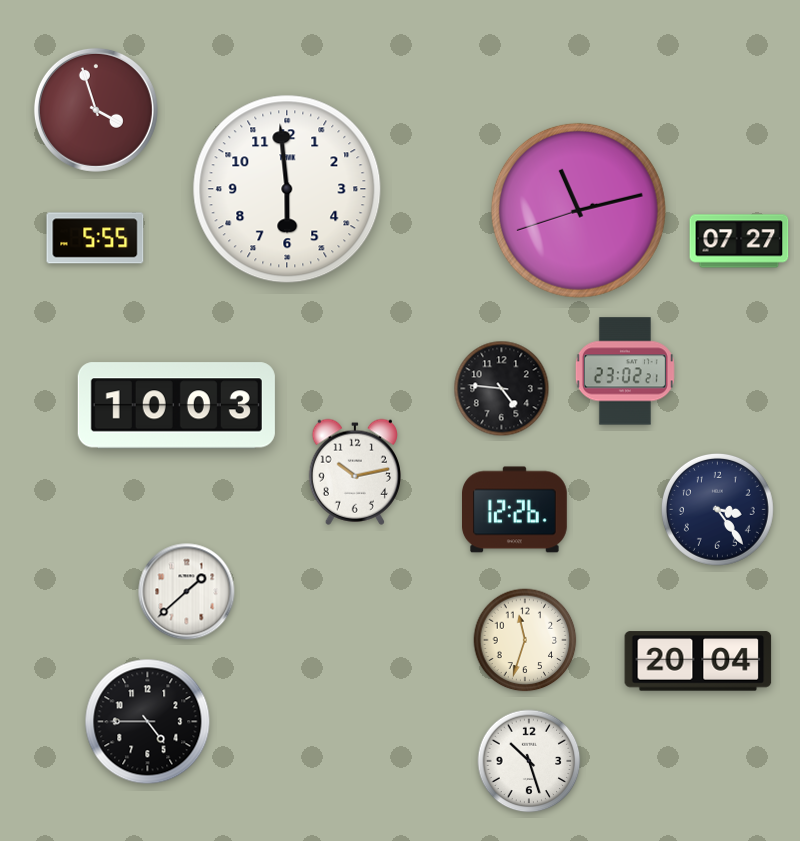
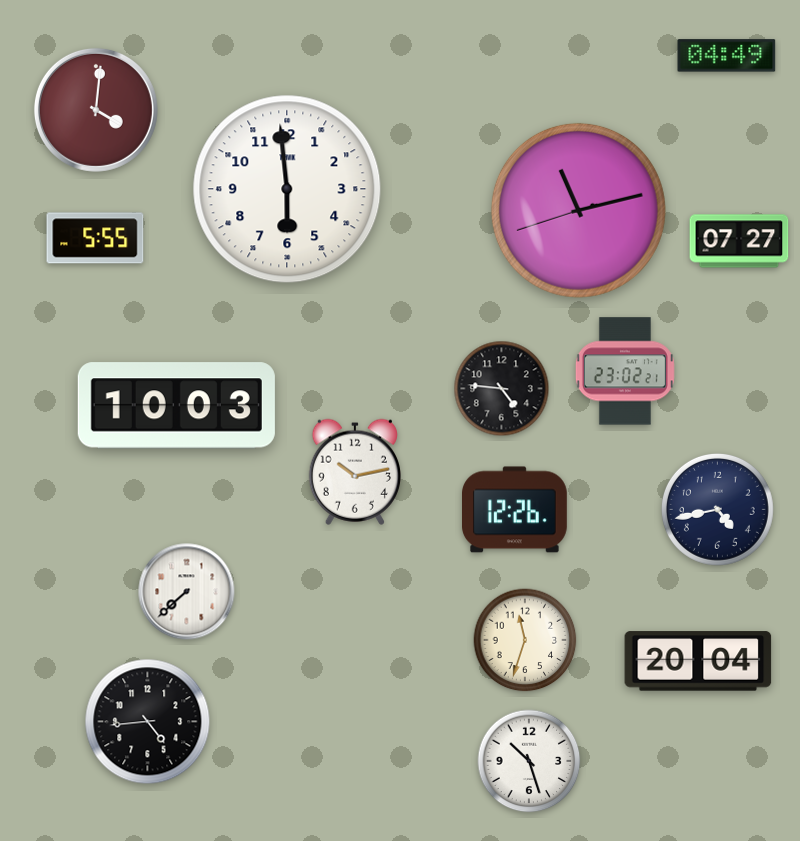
clock at (727, 56): none -> 04:49
clock at (96, 110): 3:57 -> 4:01
clock at (717, 509): 3:24 -> 4:43
clock at (187, 592): 1:38 -> 7:38
clock at (148, 722): 4:45 -> 4:44
